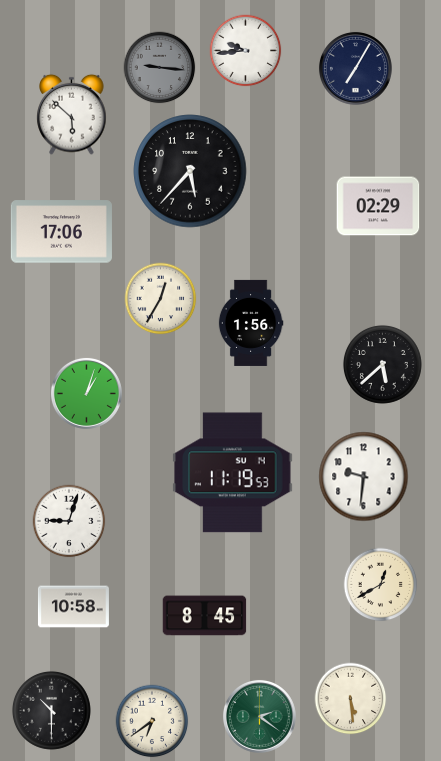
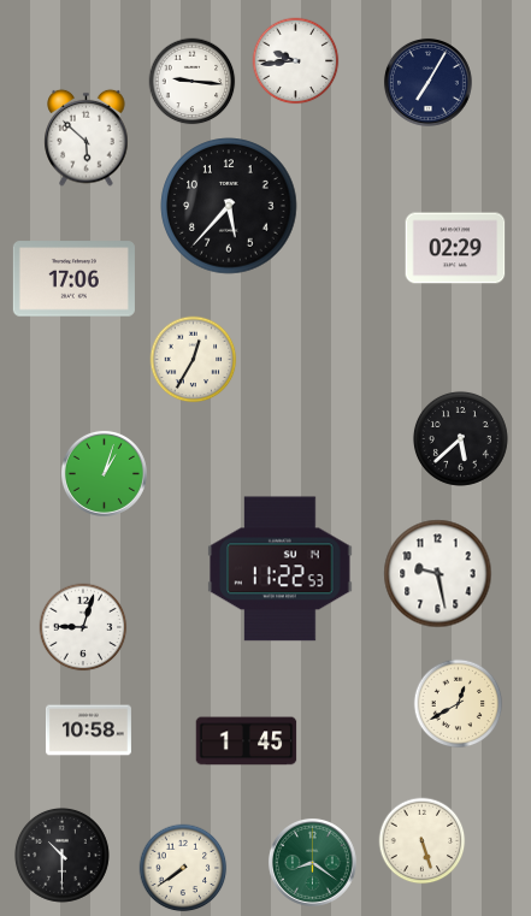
clock at (160, 68) dial: grey -> white
clock at (251, 323): 1:56 -> none
clock at (233, 473): 11:19 -> 11:22
clock at (364, 477): 9:31 -> 9:28
clock at (205, 616): 8:45 -> 1:45
clock at (351, 699): 5:29 -> 5:27
clock at (259, 716): 2:21 -> 8:21
clock at (152, 721): 6:39 -> 7:39
